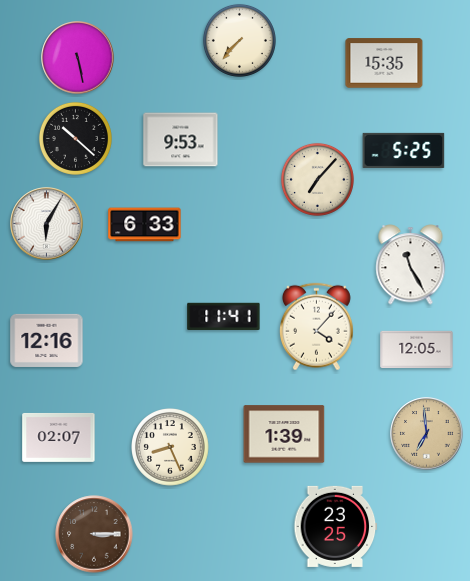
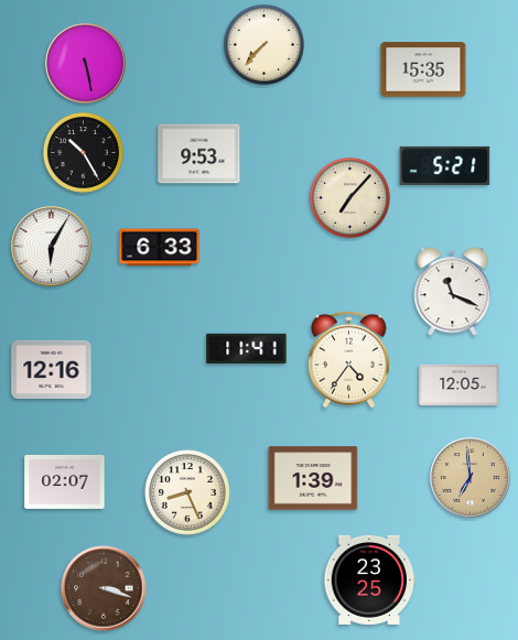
clock at (75, 138): 10:22 -> 10:25
clock at (404, 150): 5:25 -> 5:21
clock at (411, 265): 11:25 -> 11:19
clock at (316, 327): 4:07 -> 4:36
clock at (47, 340) position: (47, 340) -> (52, 369)
clock at (94, 534): 3:15 -> 3:18
